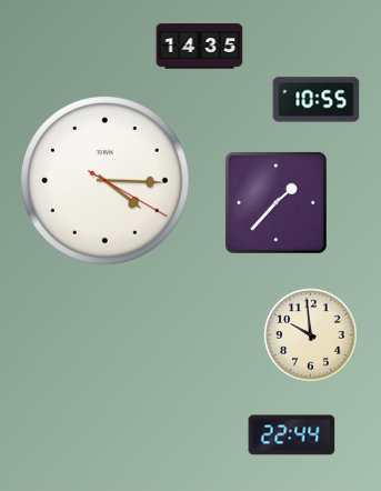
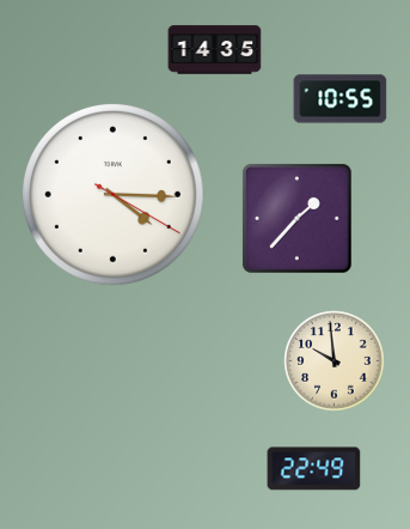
clock at (315, 100) position: (315, 100) -> (339, 99)
clock at (291, 435): 22:44 -> 22:49
